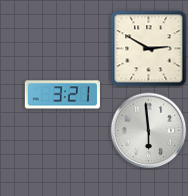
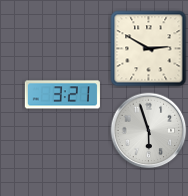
clock at (149, 131): 5:59 -> 5:57
